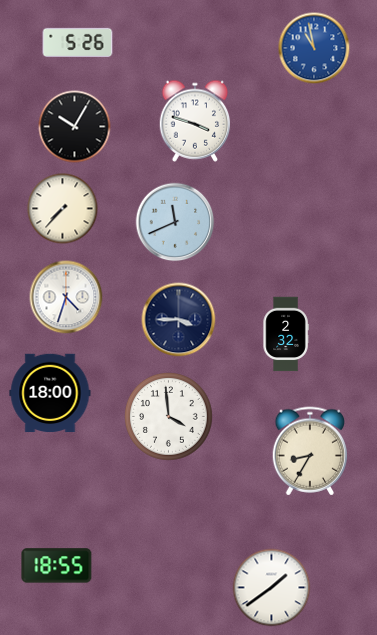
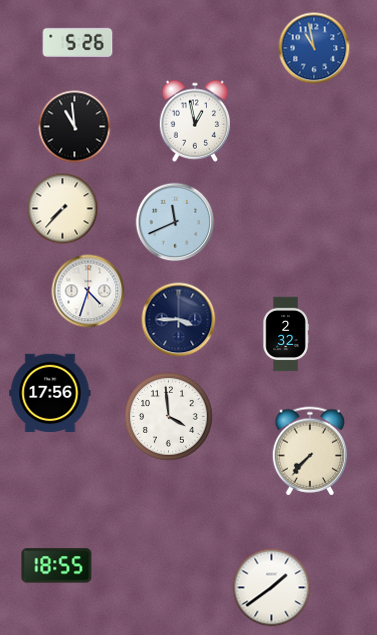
clock at (195, 121): 3:48 -> 12:58
clock at (75, 127): 10:05 -> 10:59
clock at (66, 297) position: (66, 297) -> (88, 291)
clock at (50, 393): 18:00 -> 17:56
clock at (310, 451): 8:35 -> 7:37
